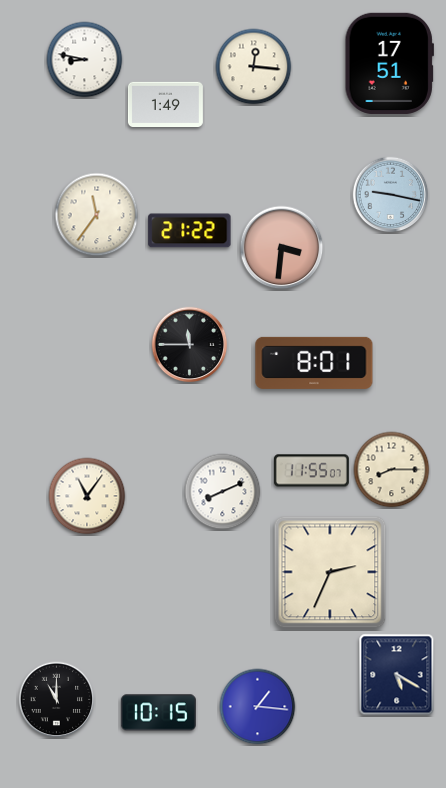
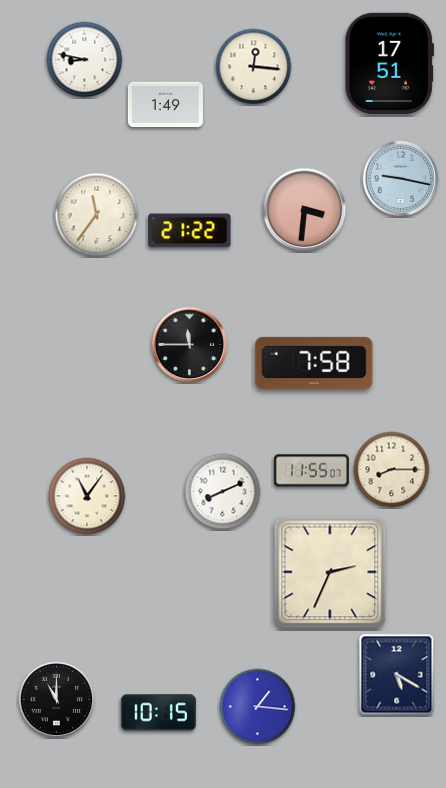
clock at (391, 195) position: (391, 195) -> (401, 179)
clock at (282, 248) position: (282, 248) -> (305, 210)
clock at (314, 363): 8:01 -> 7:58
